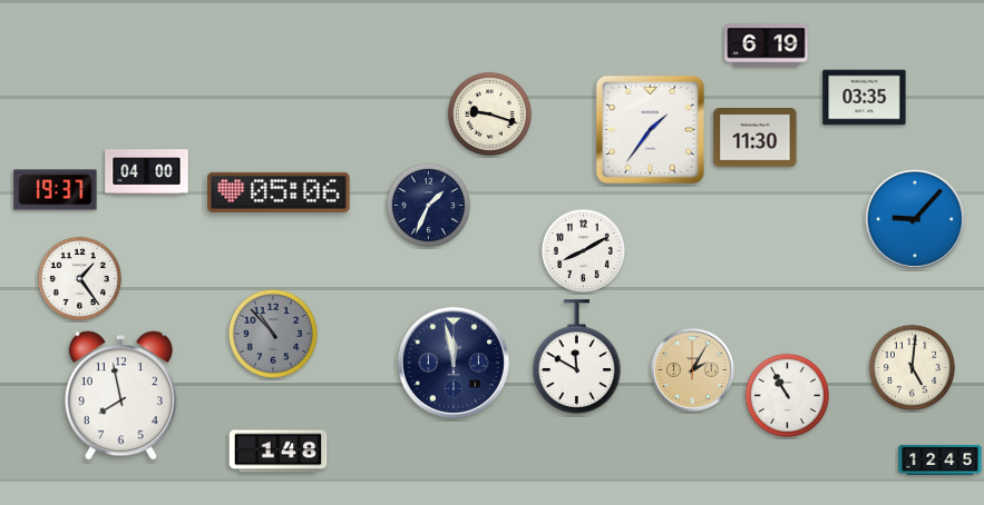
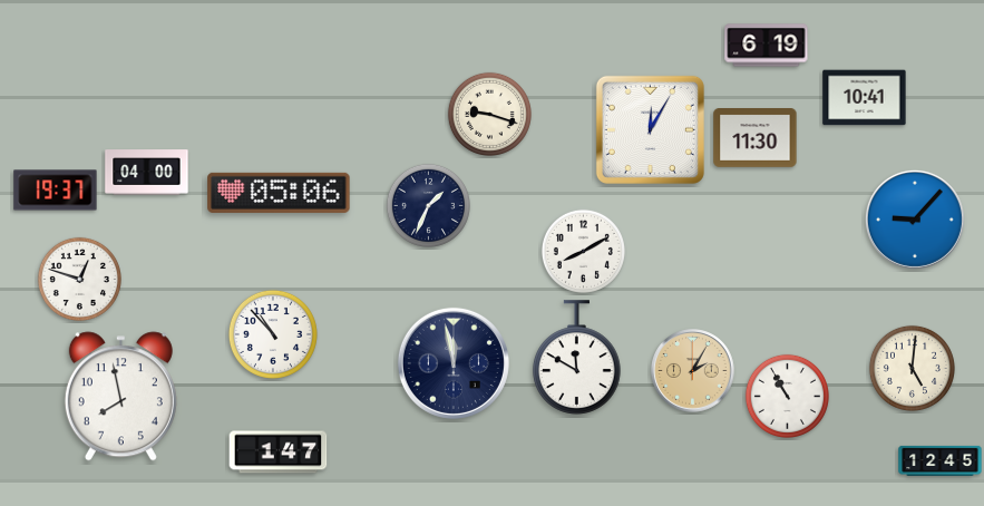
clock at (865, 98): 03:35 -> 10:41
clock at (650, 129): 1:36 -> 12:05
clock at (79, 278): 1:24 -> 12:48
clock at (273, 334) dial: grey -> white
clock at (279, 452): 1:48 -> 1:47
